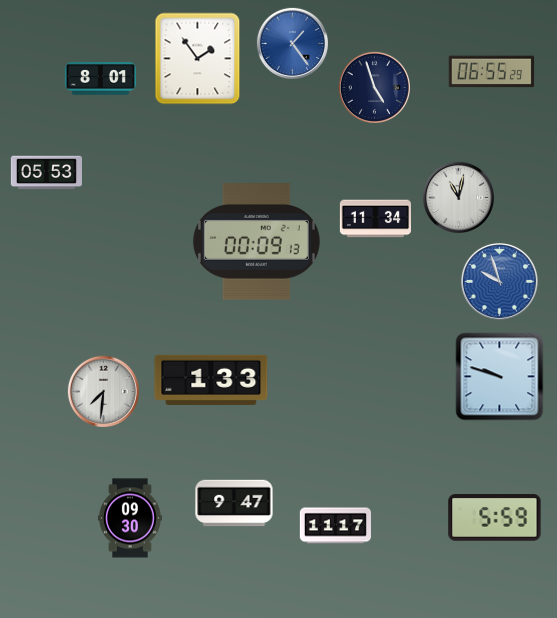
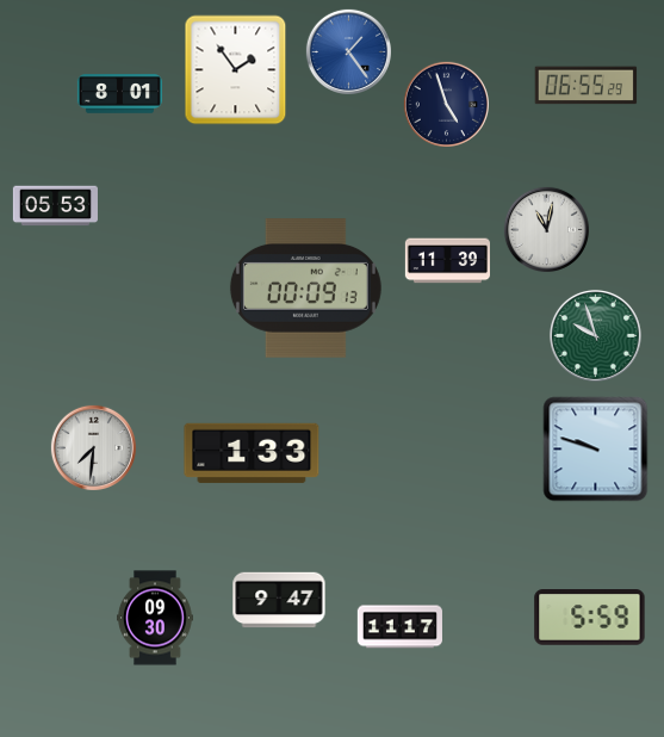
clock at (458, 197) position: (458, 197) -> (546, 229)
clock at (375, 219): 11:34 -> 11:39
clock at (499, 281) dial: blue -> green
clock at (103, 391) position: (103, 391) -> (93, 447)
